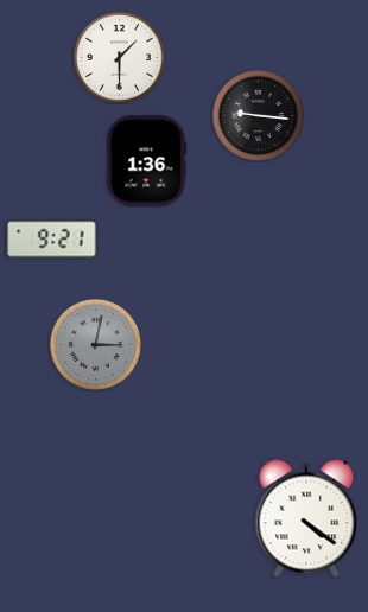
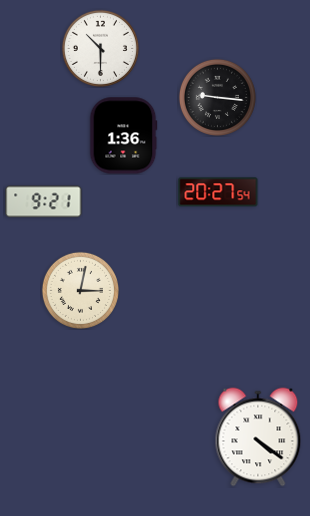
clock at (119, 57): 1:30 -> 10:30
clock at (218, 192): none -> 20:27
clock at (95, 344) dial: grey -> cream
